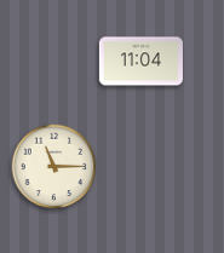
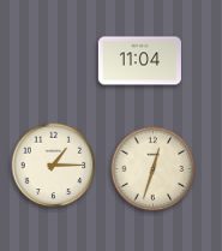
clock at (54, 167): 11:15 -> 1:15
clock at (154, 169): none -> 12:33
